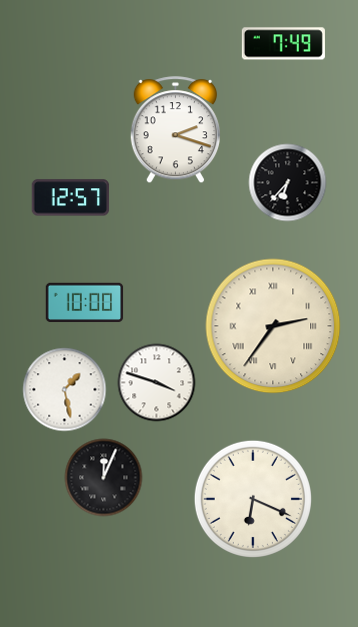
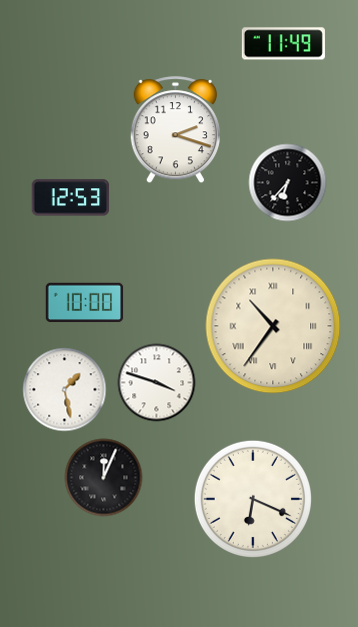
clock at (283, 44): 7:49 -> 11:49
clock at (70, 198): 12:57 -> 12:53
clock at (273, 326): 2:36 -> 10:36
